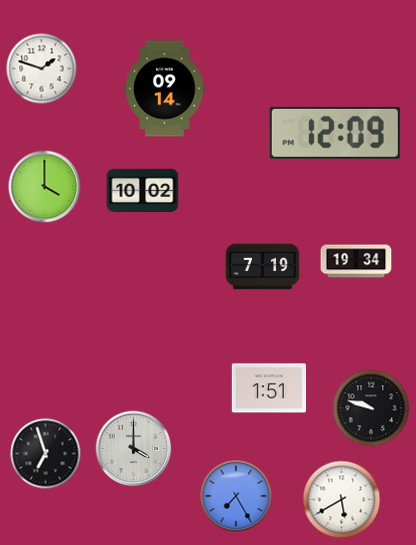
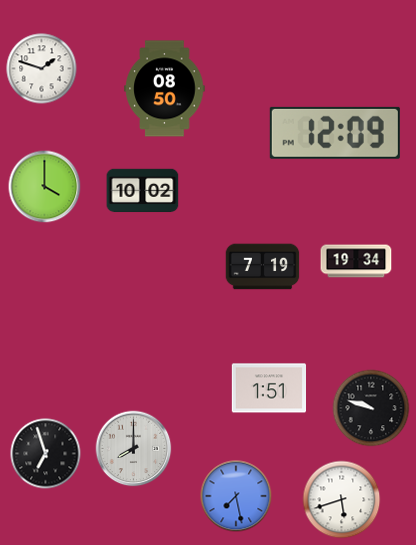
clock at (165, 89): 09:14 -> 08:50
clock at (134, 449): 4:00 -> 8:00
clock at (236, 496): 7:25 -> 7:28
clock at (342, 500): 5:40 -> 5:42
